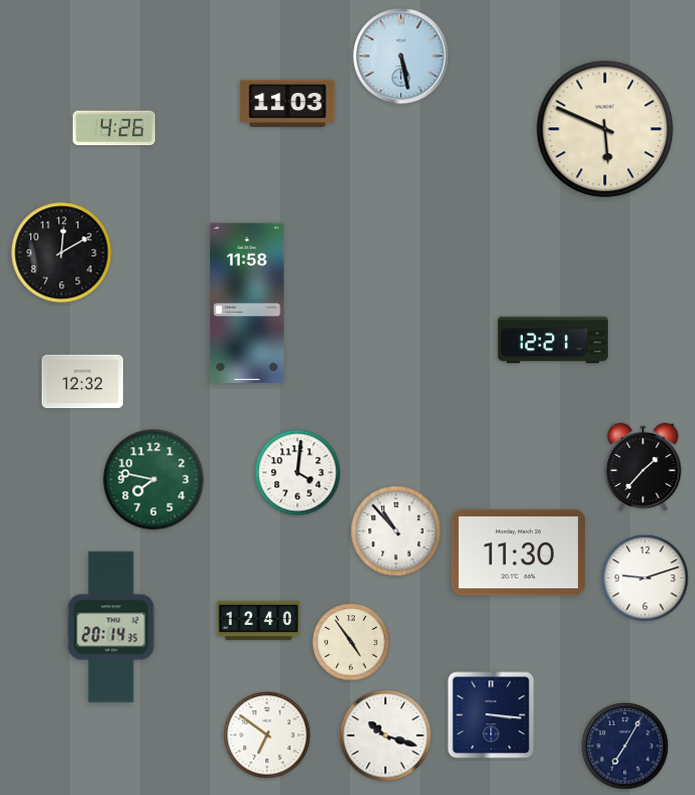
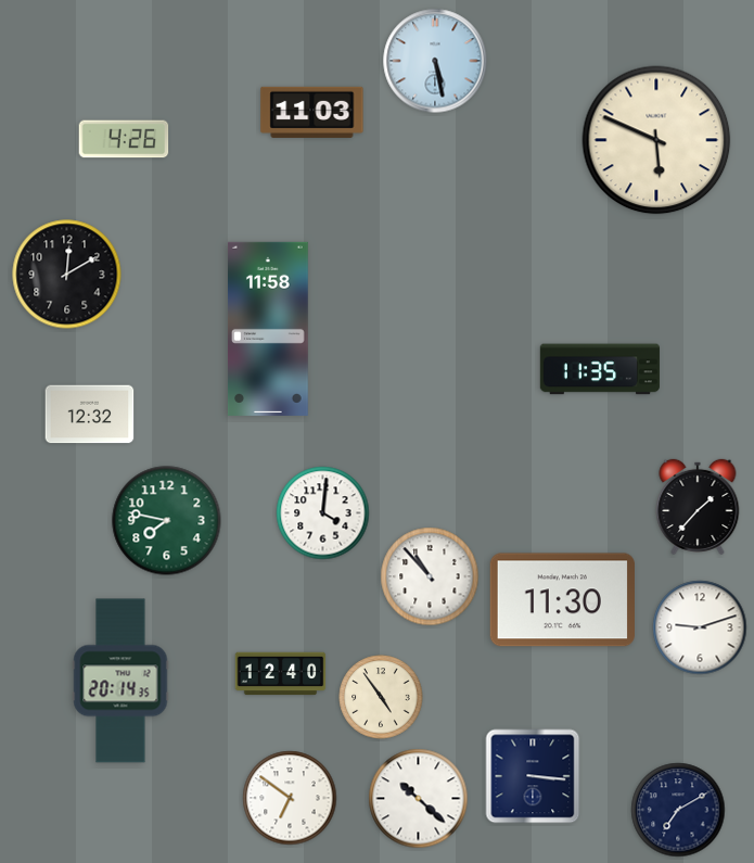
clock at (553, 340): 12:21 -> 11:35
clock at (386, 736): 10:18 -> 10:22
clock at (625, 746): 7:05 -> 7:10
